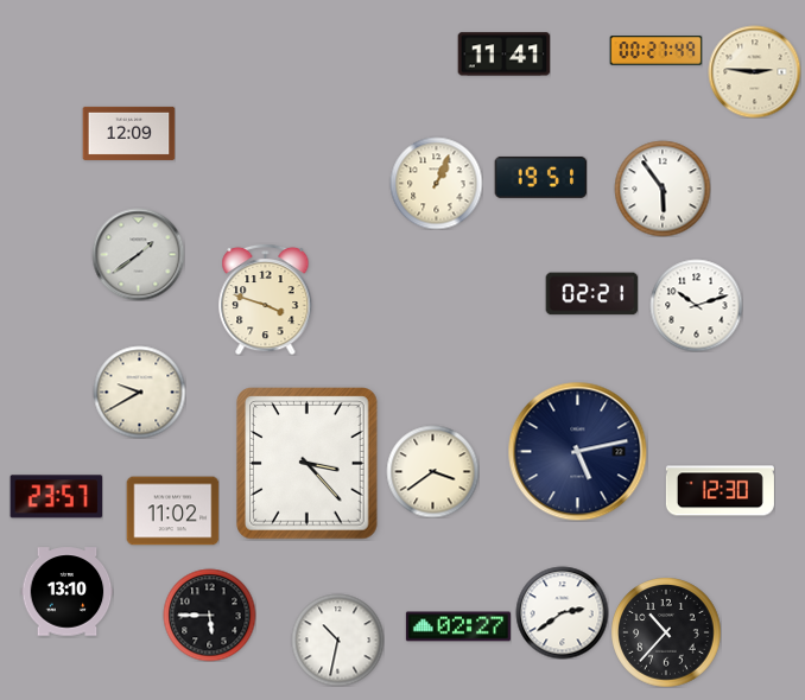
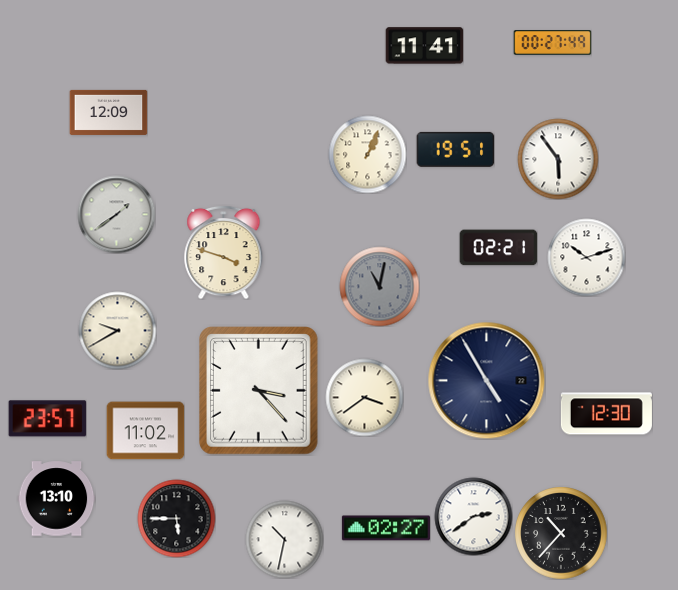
clock at (754, 71): 2:46 -> none
clock at (379, 286): none -> 11:02
clock at (577, 451): 5:13 -> 4:55
